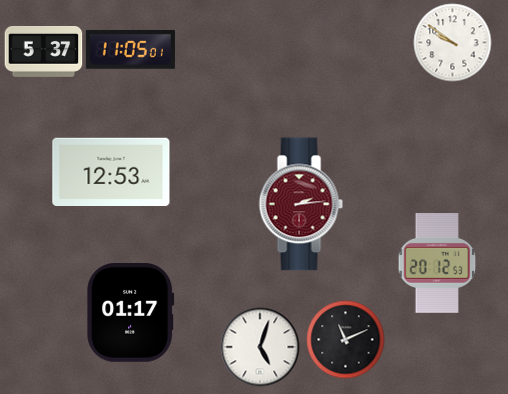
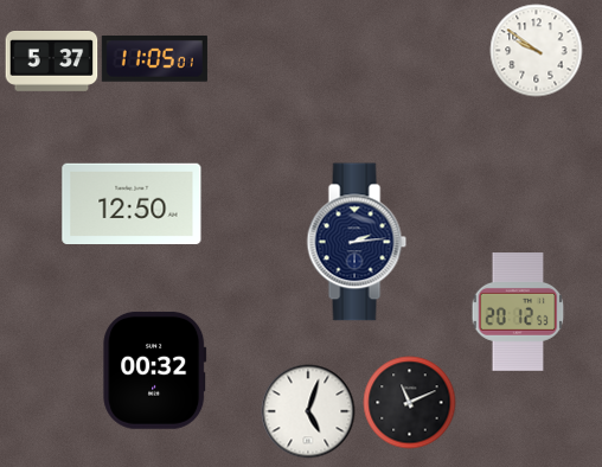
clock at (111, 171): 12:53 -> 12:50
clock at (301, 204) dial: burgundy -> navy
clock at (131, 312): 01:17 -> 00:32
